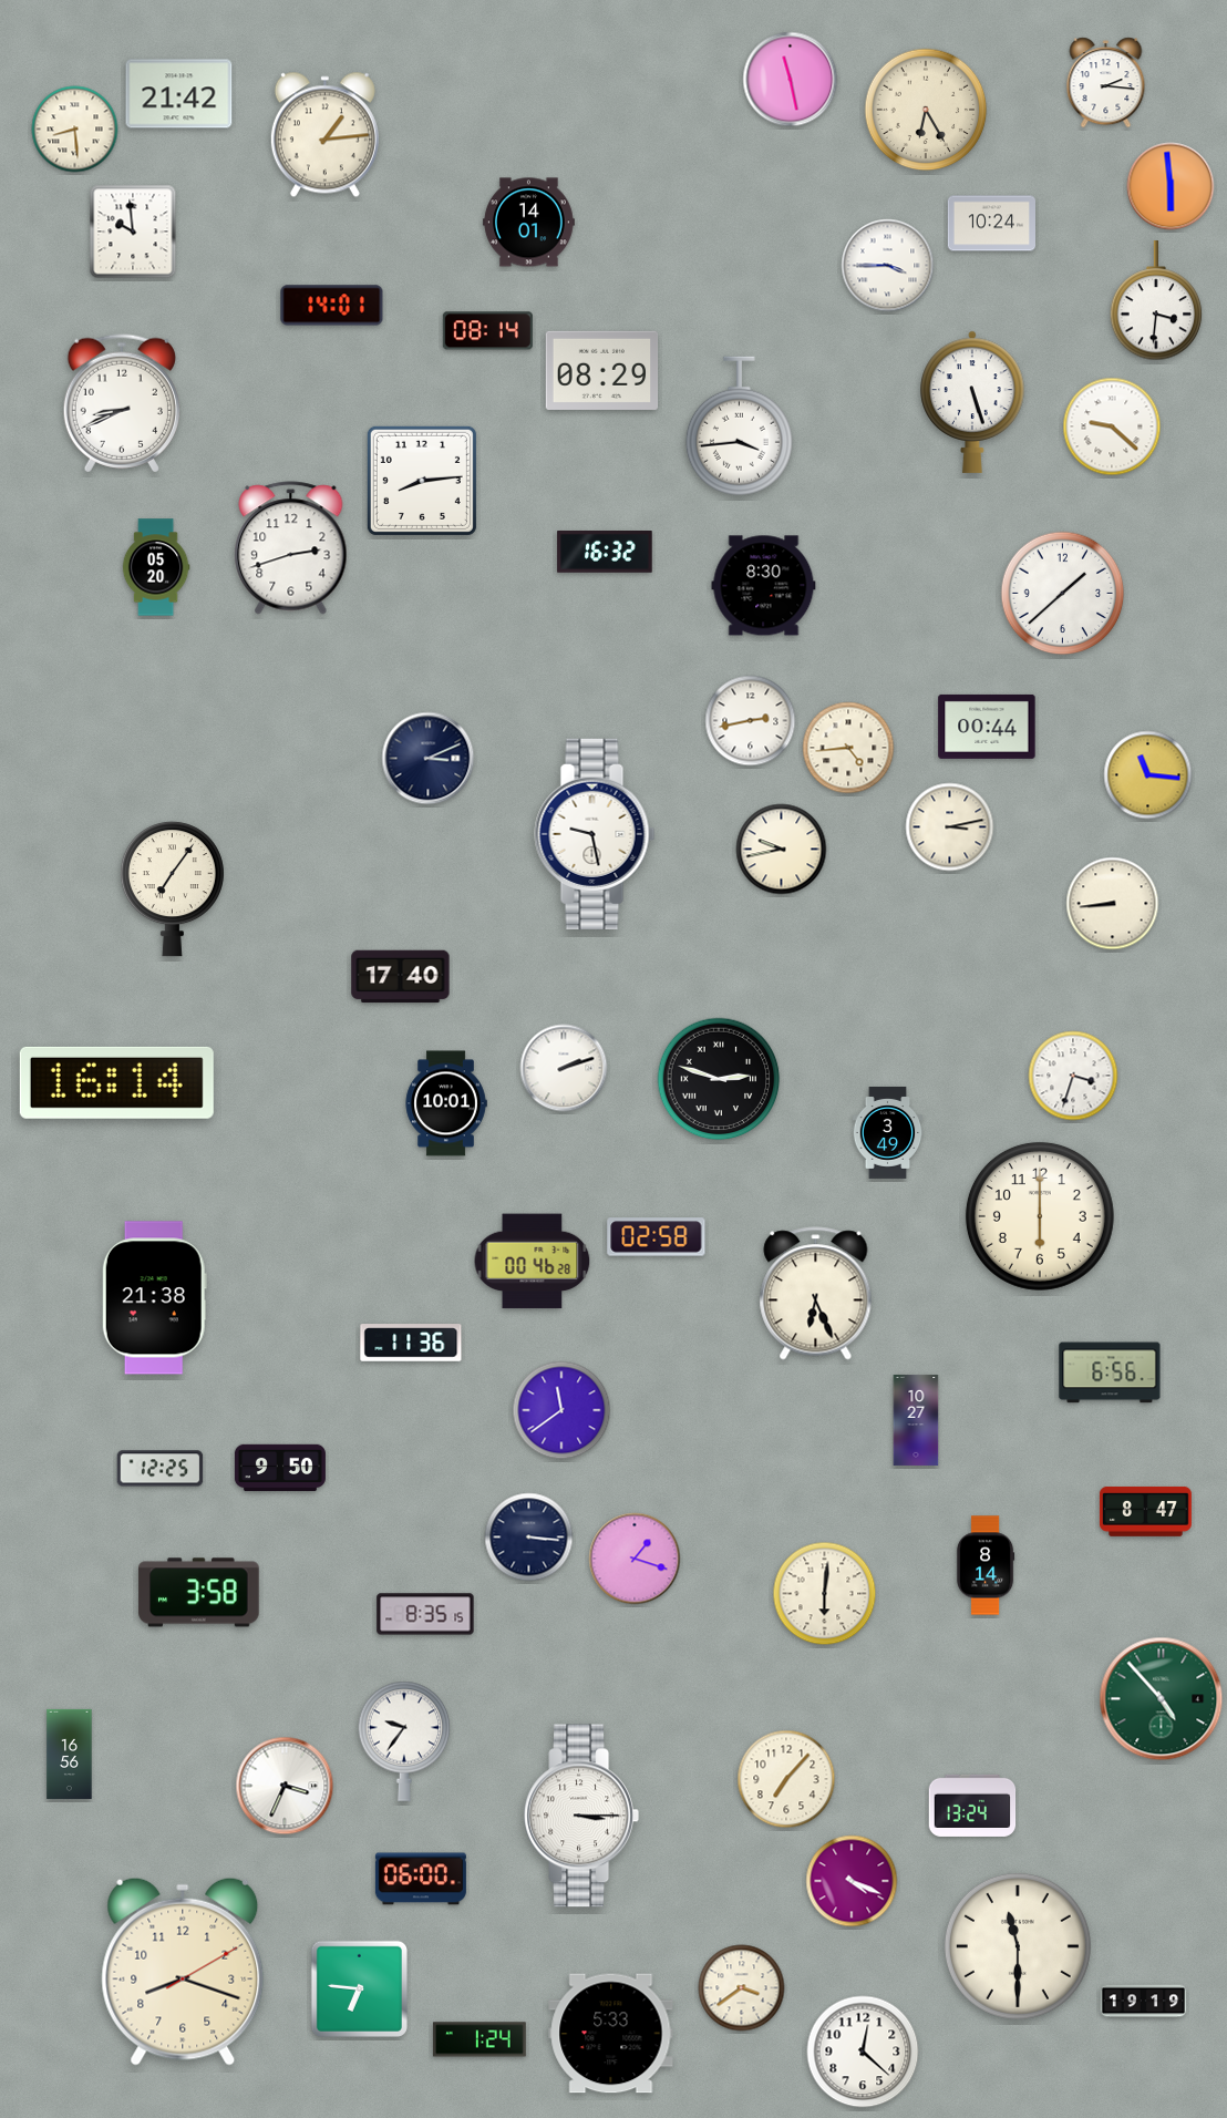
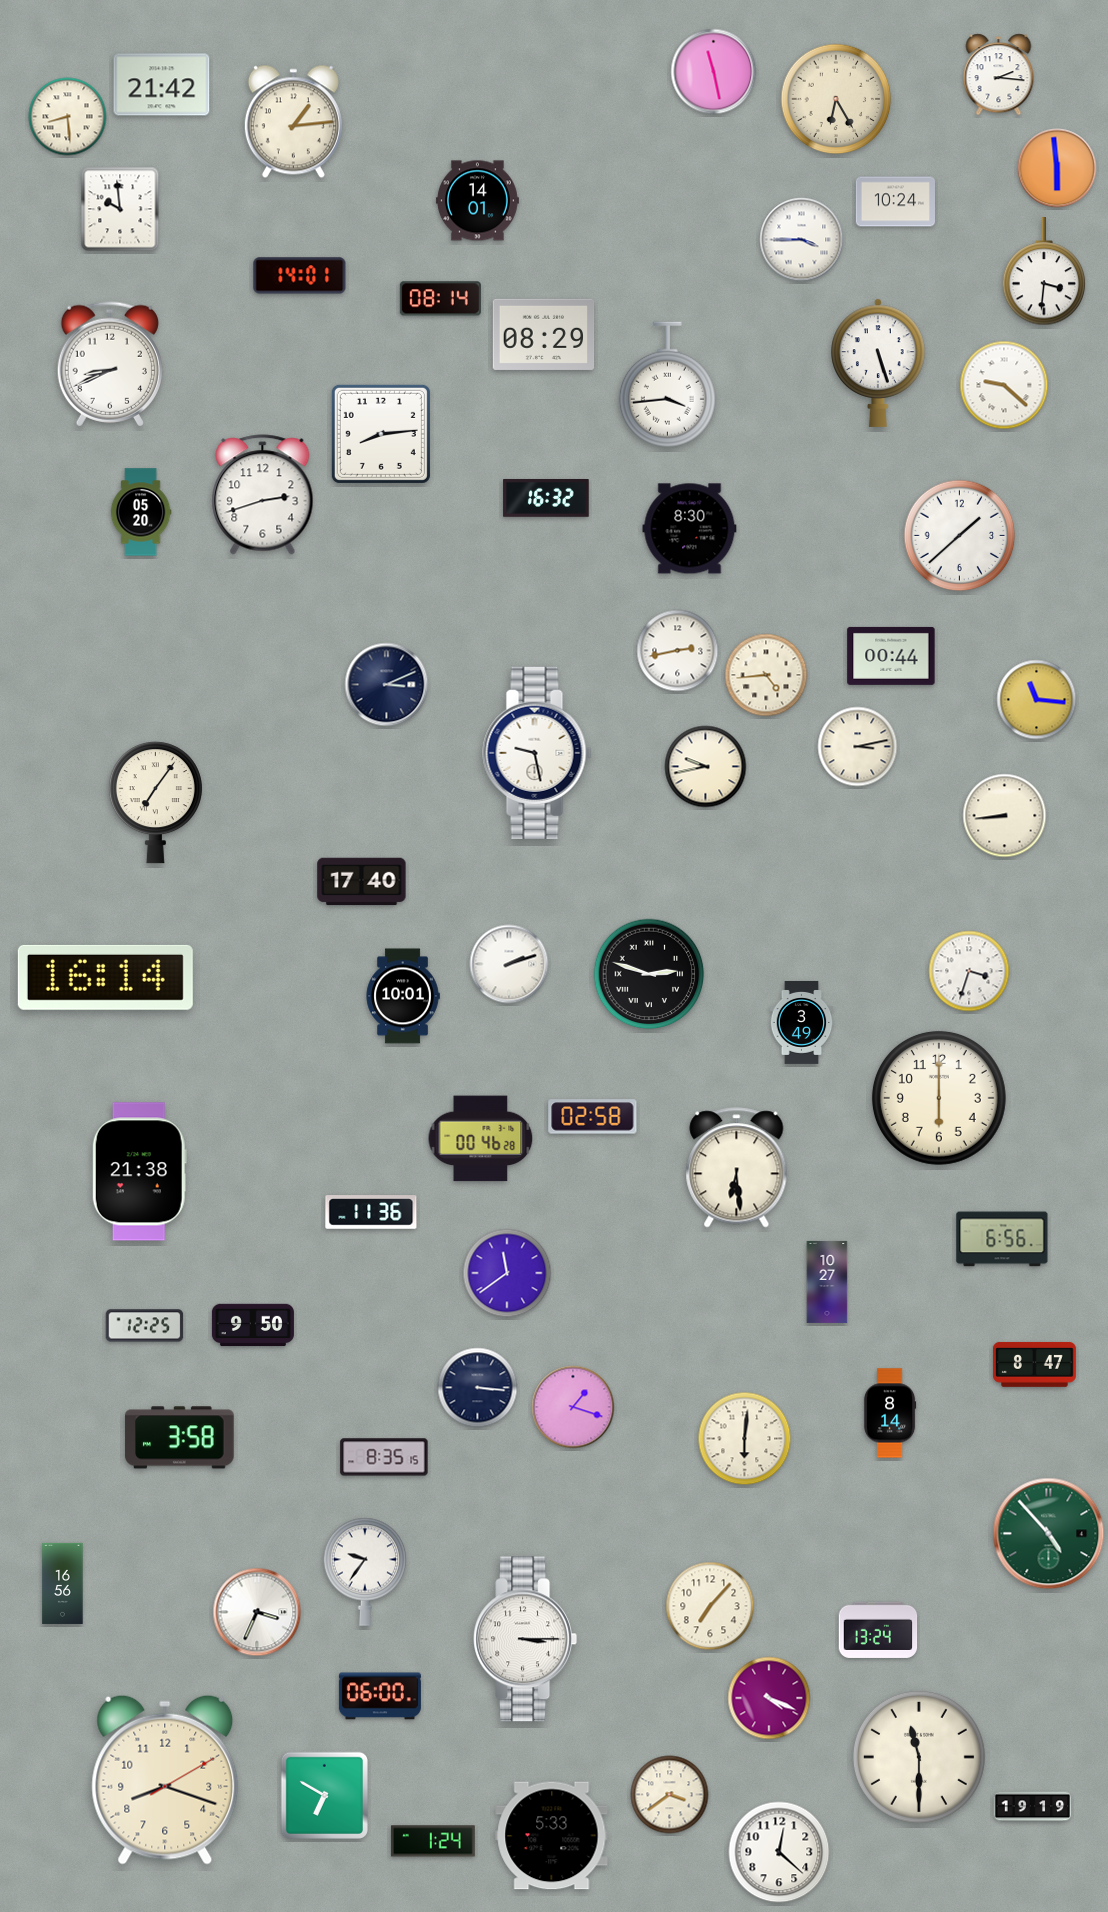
clock at (816, 1294): 6:26 -> 6:29
clock at (359, 1988): 6:46 -> 6:50
